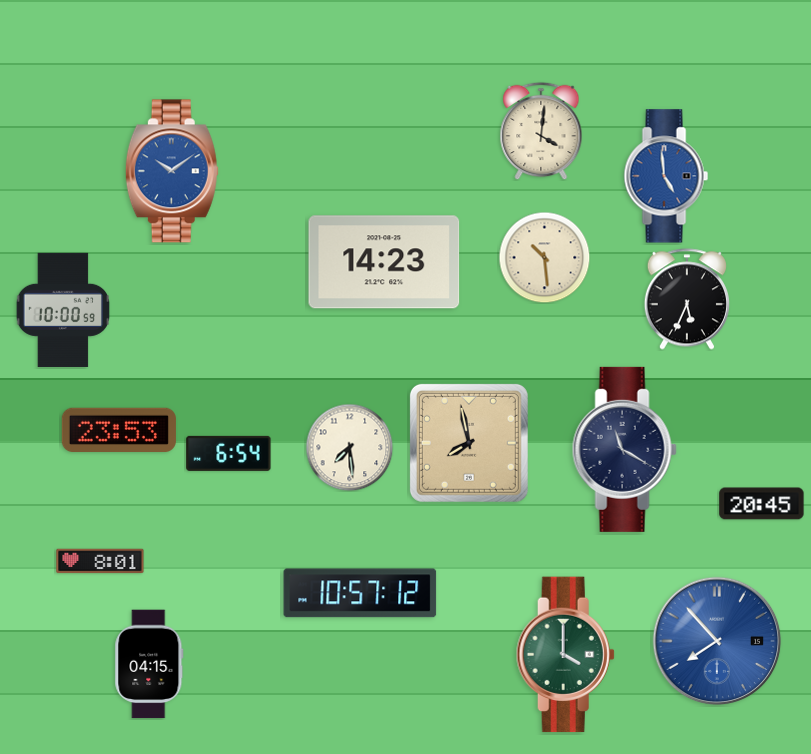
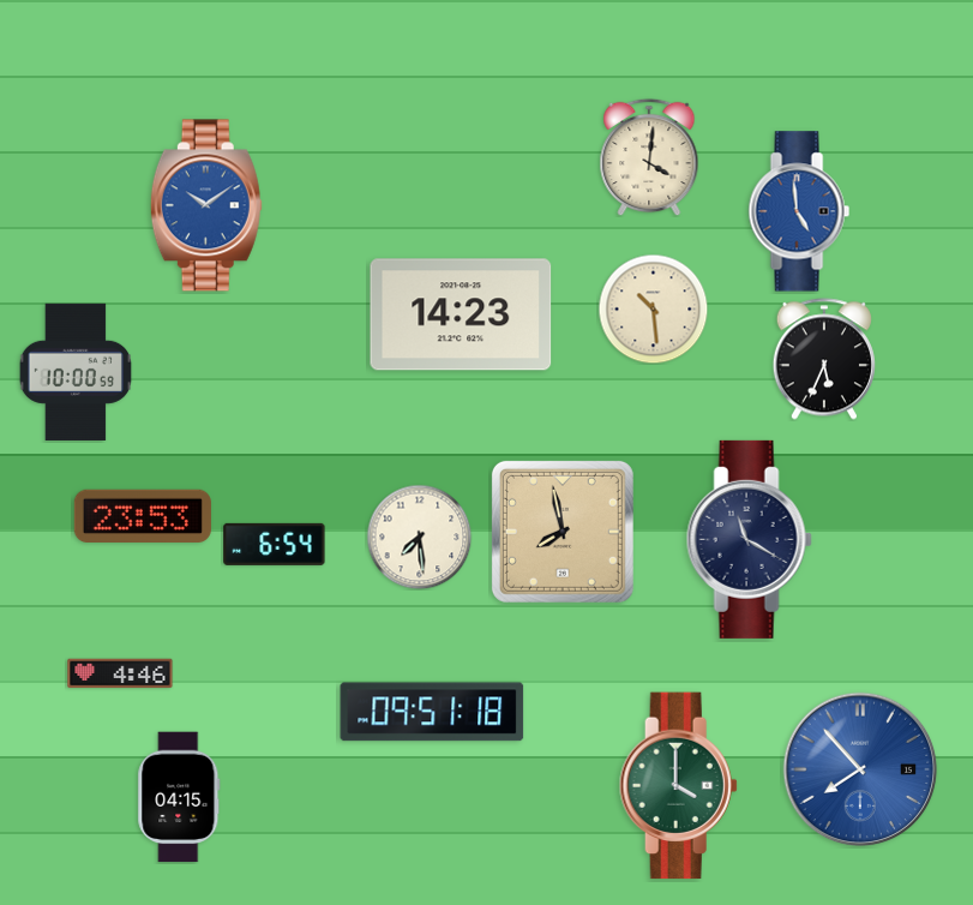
clock at (762, 504): 20:45 -> none
clock at (100, 561): 8:01 -> 4:46
clock at (360, 593): 10:57 -> 09:51
